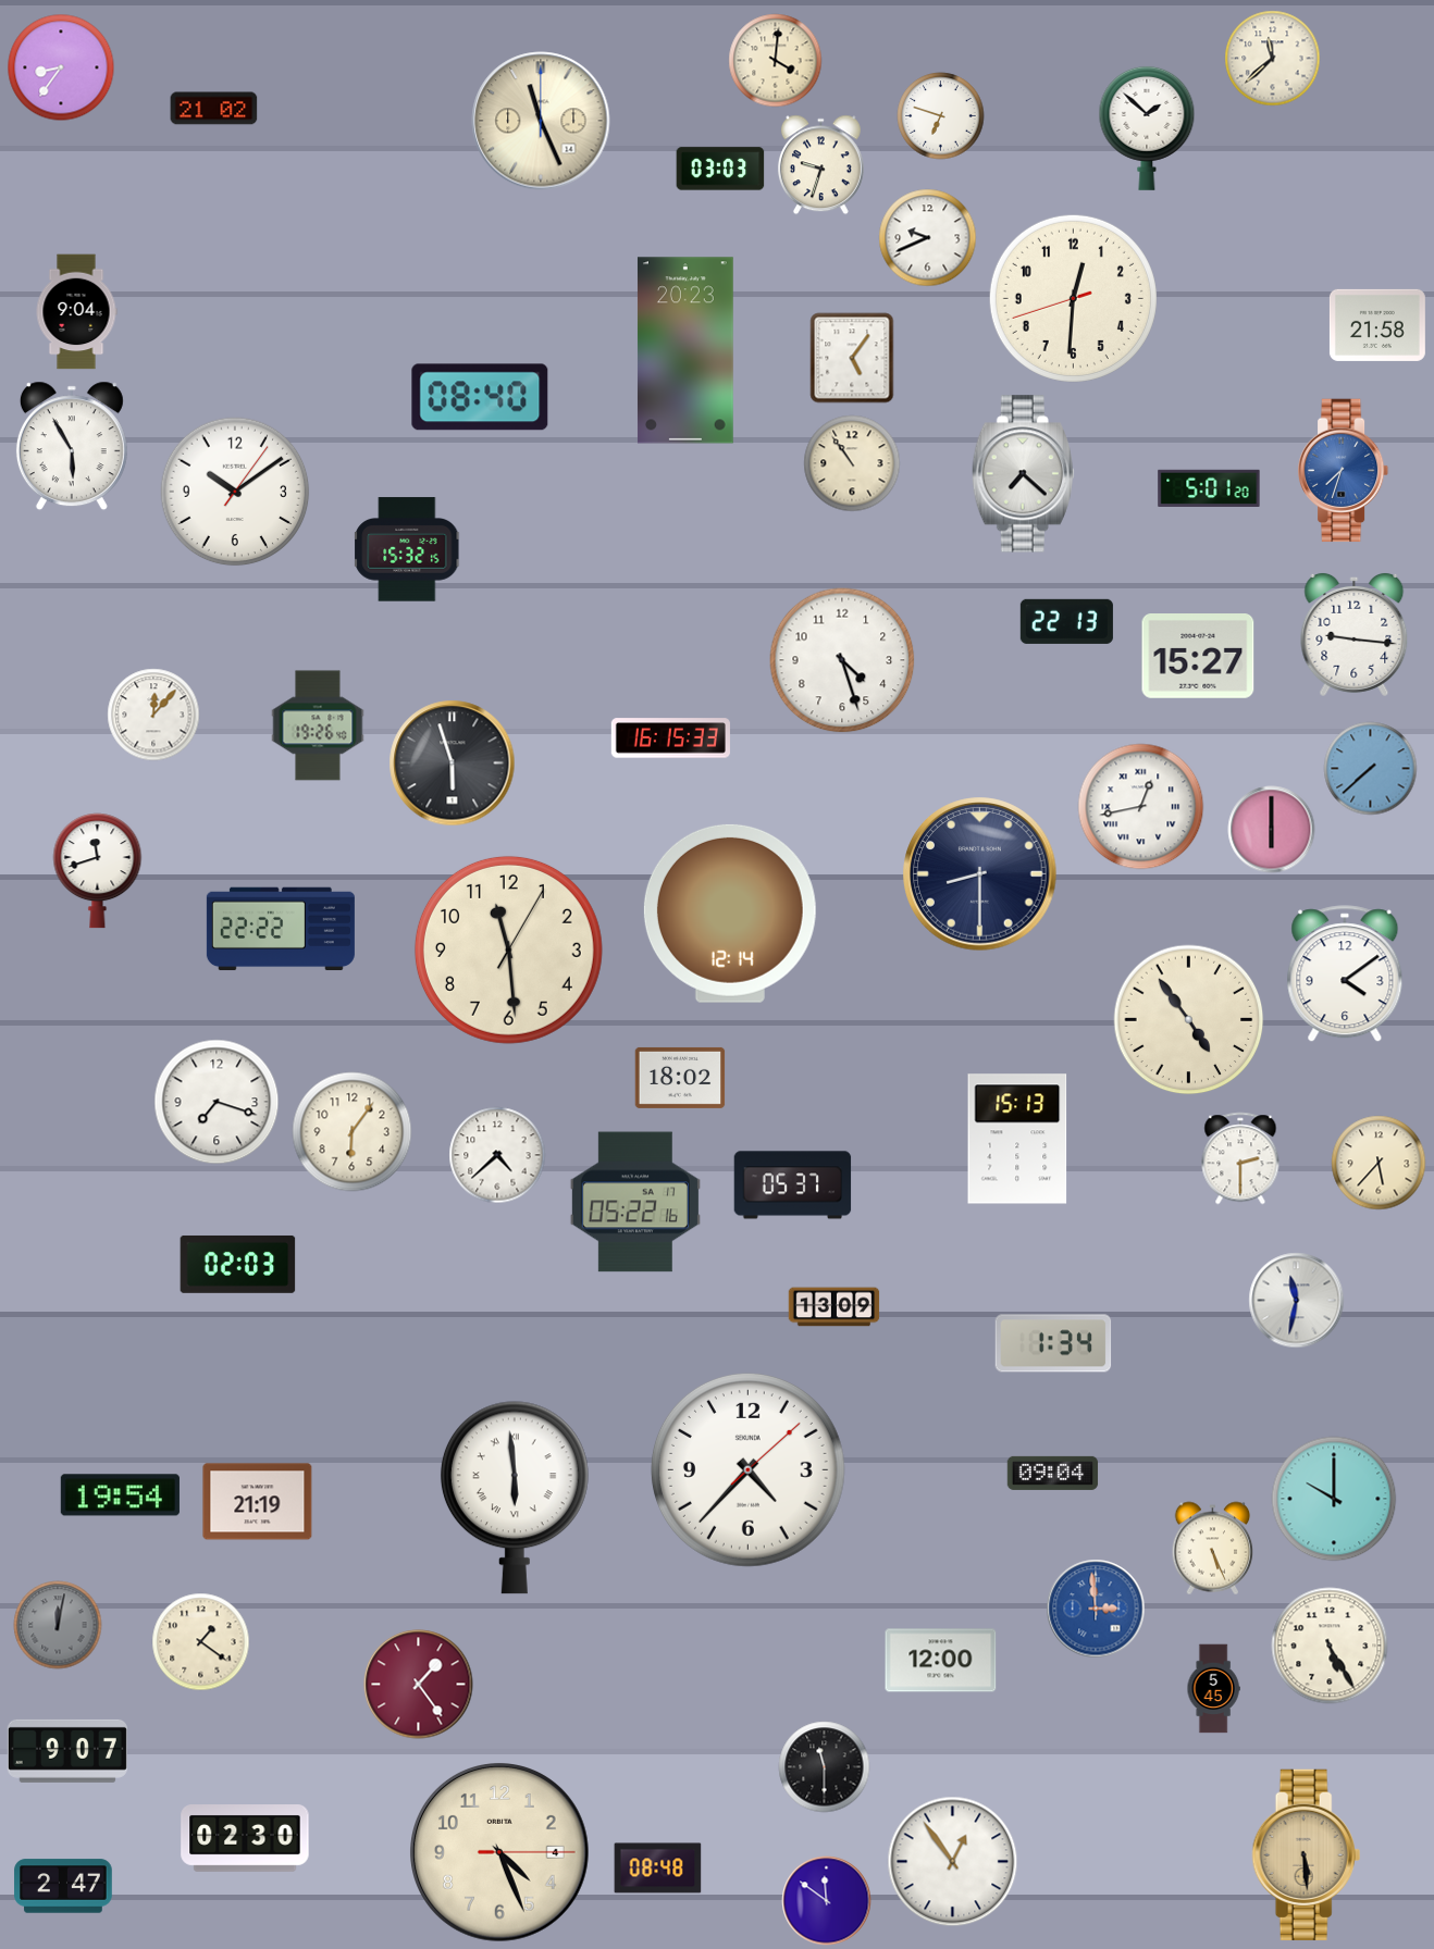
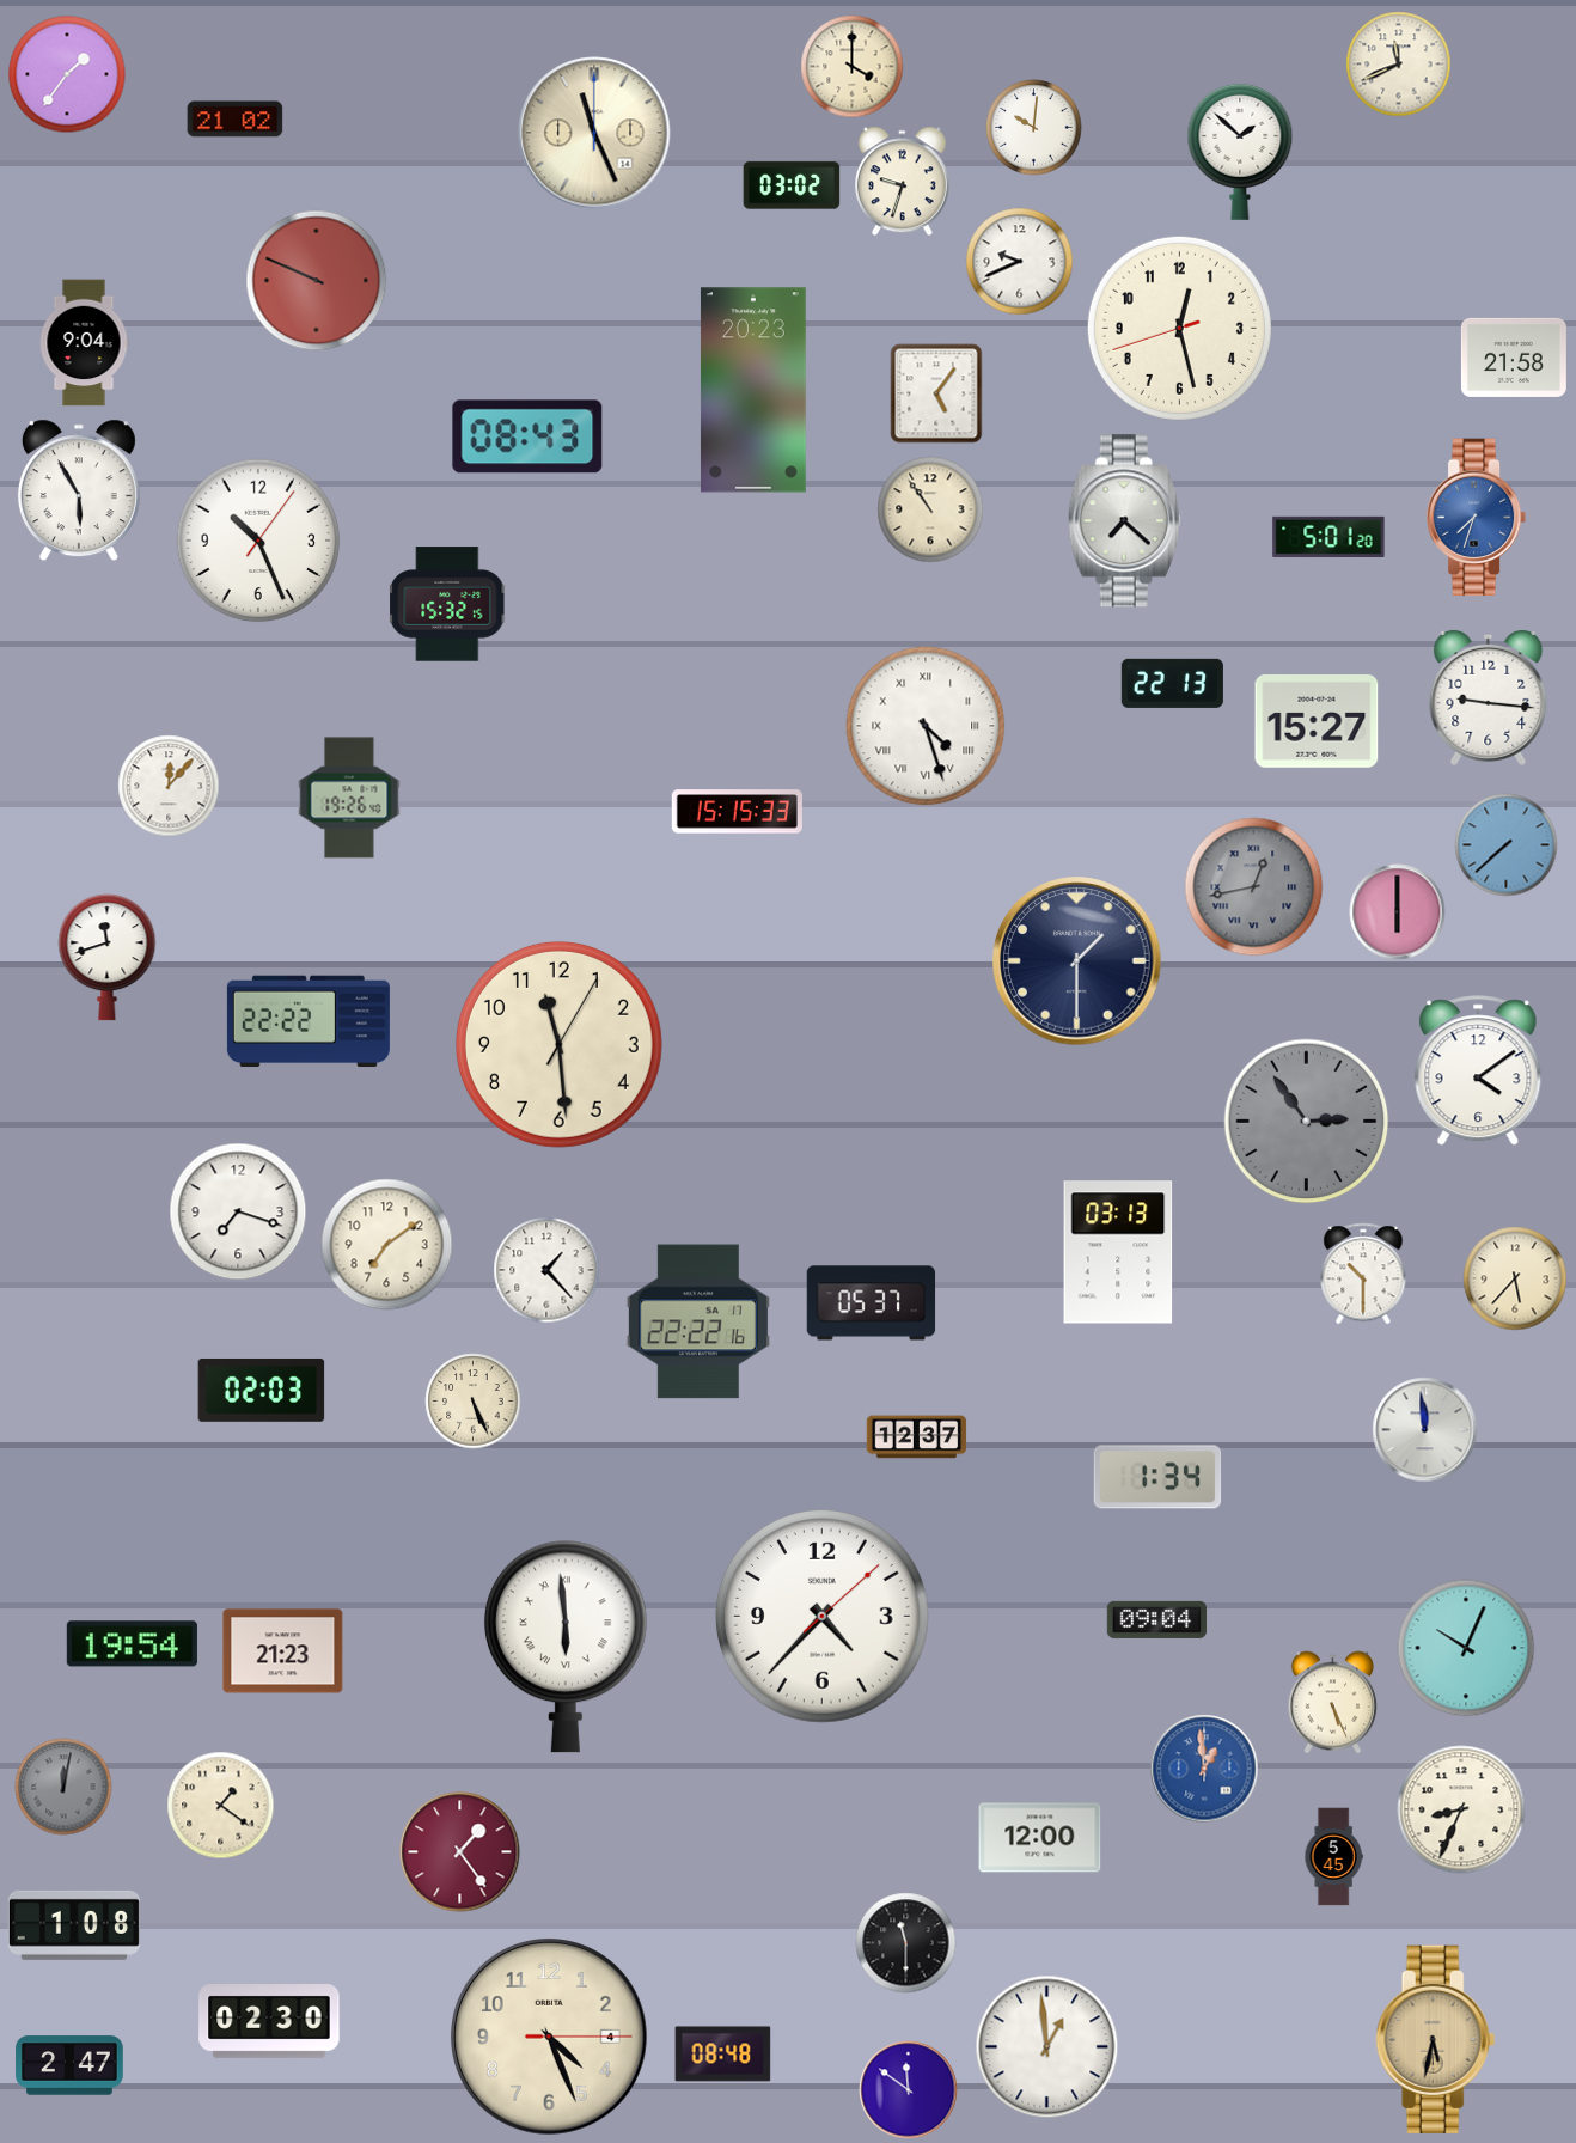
clock at (1273, 59): 11:38 -> 11:41
clock at (776, 61): 4:01 -> 4:00
clock at (61, 67): 8:36 -> 1:36
clock at (941, 116): 6:48 -> 10:01
clock at (1147, 128) position: (1147, 128) -> (1240, 152)
clock at (720, 169): 03:03 -> 03:02
clock at (317, 281): none -> 9:49
clock at (1073, 298): 12:30 -> 12:27
clock at (685, 350) position: (685, 350) -> (753, 390)
clock at (480, 397): 08:40 -> 08:43
clock at (852, 463) position: (852, 463) -> (930, 509)
clock at (235, 492): 10:09 -> 10:26
clock at (842, 660) numerals: Arabic -> Roman
clock at (670, 738): 16:15 -> 15:15
clock at (453, 764): 5:57 -> none
clock at (1141, 807) dial: white -> grey
clock at (980, 874): 8:30 -> 1:30
clock at (730, 914): 12:14 -> none
clock at (1189, 1020): 4:54 -> 2:54
clock at (1189, 1020) dial: cream -> grey
clock at (680, 1078): 18:02 -> none
clock at (353, 1132): 6:06 -> 7:09
clock at (1017, 1139): 15:13 -> 03:13
clock at (497, 1155): 4:38 -> 1:23
clock at (1240, 1158): 2:30 -> 10:30
clock at (635, 1202): 05:22 -> 22:22
clock at (474, 1402): none -> 5:26
clock at (1297, 1301): 11:32 -> 11:59
clock at (835, 1307): 13:09 -> 12:37
clock at (1334, 1499): 10:00 -> 10:04
clock at (258, 1502): 21:19 -> 21:23
clock at (1096, 1609): 2:59 -> 12:59
clock at (1330, 1646): 5:25 -> 8:34
clock at (941, 1661) position: (941, 1661) -> (1040, 1838)
clock at (67, 1751): 9:07 -> 1:08
clock at (1307, 1854): 5:29 -> 5:32
clock at (953, 1862): 12:54 -> 12:59
clock at (63, 1886) position: (63, 1886) -> (69, 2065)
